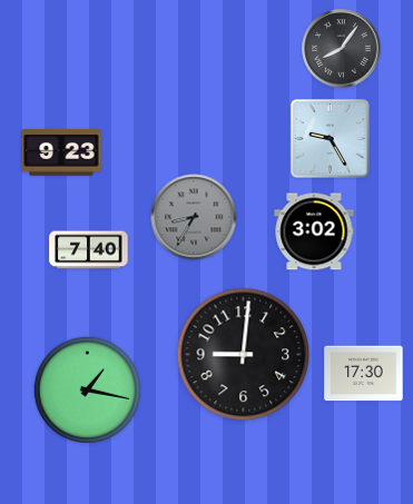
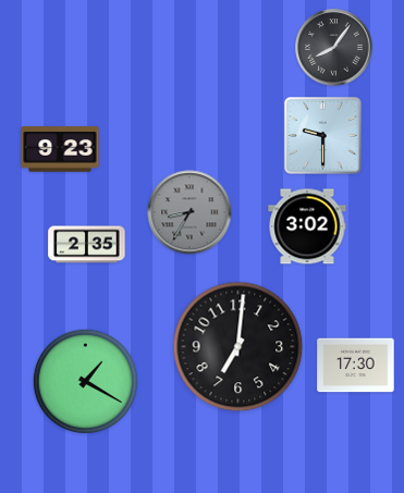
clock at (331, 139): 9:25 -> 9:30
clock at (89, 250): 7:40 -> 2:35
clock at (244, 355): 9:01 -> 7:01
clock at (87, 389): 1:17 -> 1:20
